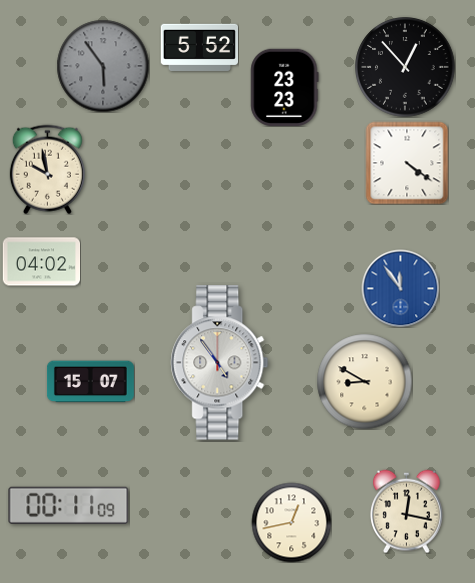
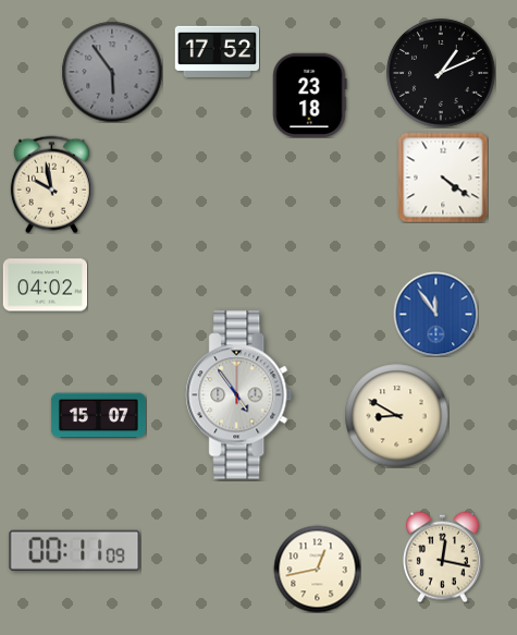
clock at (199, 47): 5:52 -> 17:52
clock at (405, 67): 12:53 -> 1:11
clock at (285, 87): 23:23 -> 23:18
